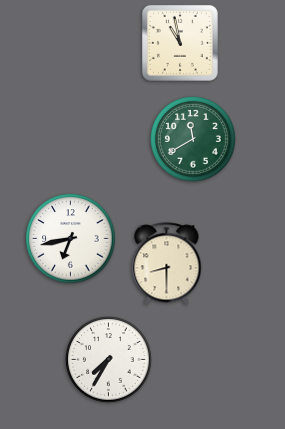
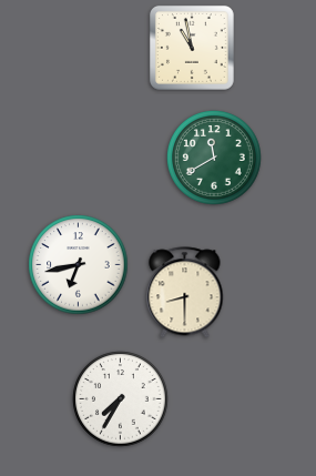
clock at (180, 43) position: (180, 43) -> (192, 48)
clock at (194, 140) position: (194, 140) -> (215, 159)
